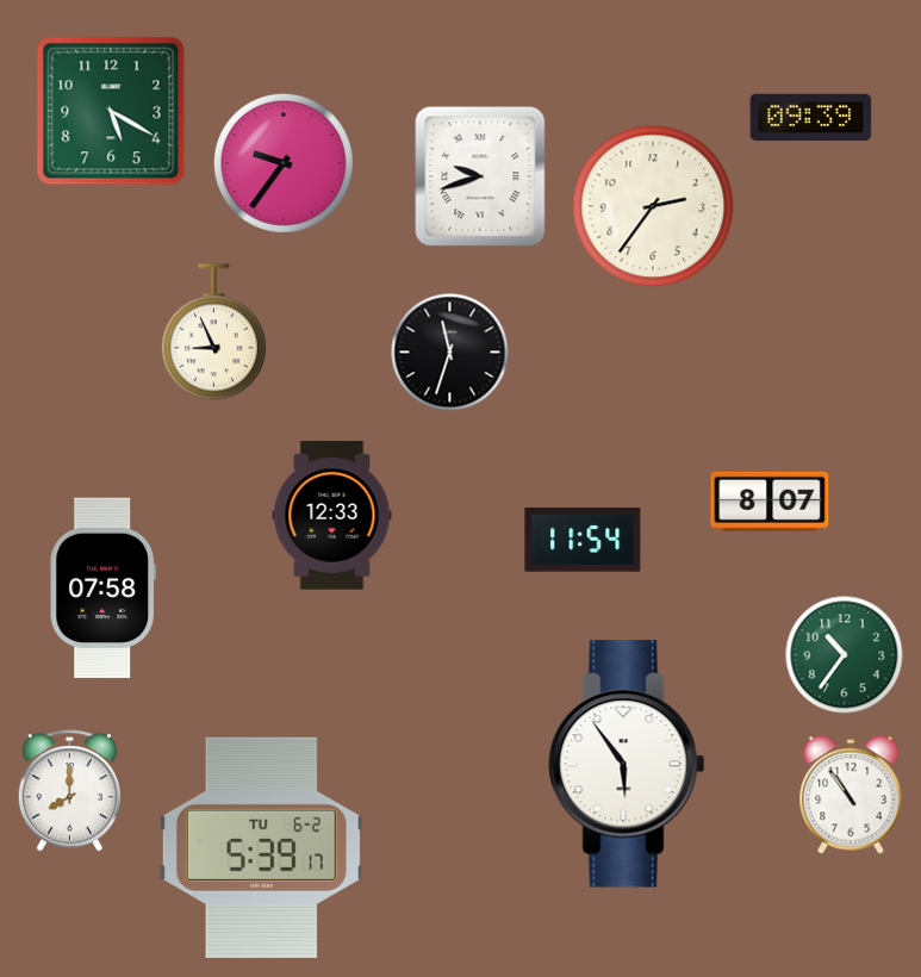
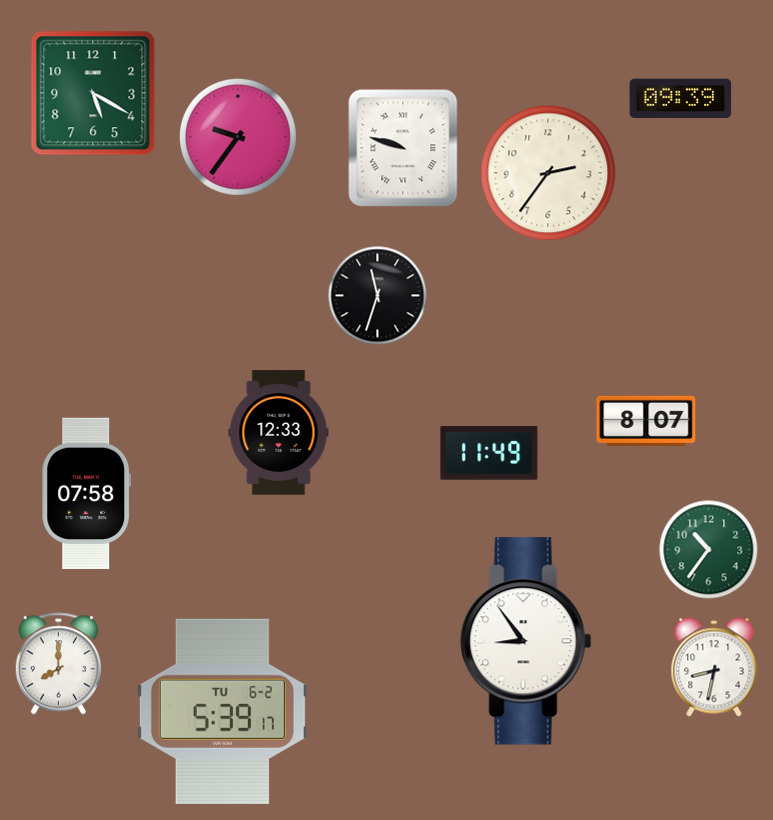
clock at (480, 176): 9:42 -> 9:48
clock at (213, 332): 8:56 -> none
clock at (583, 540): 11:54 -> 11:49
clock at (627, 764): 5:54 -> 8:54
clock at (851, 795): 10:54 -> 8:32
clock at (261, 847) position: (261, 847) -> (222, 711)
